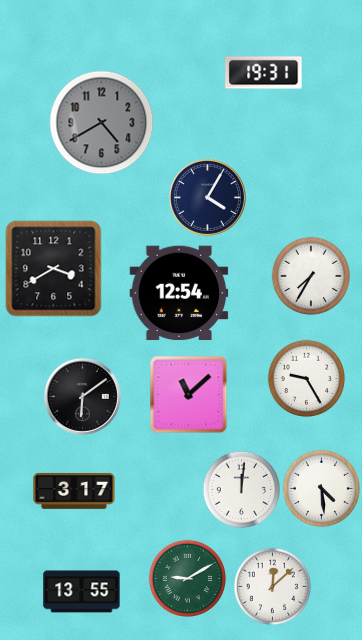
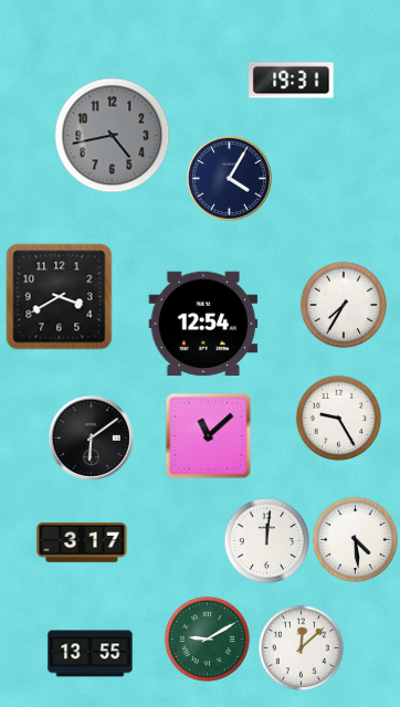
clock at (102, 123): 4:40 -> 4:43
clock at (207, 197) position: (207, 197) -> (229, 178)
clock at (179, 293) position: (179, 293) -> (203, 324)
